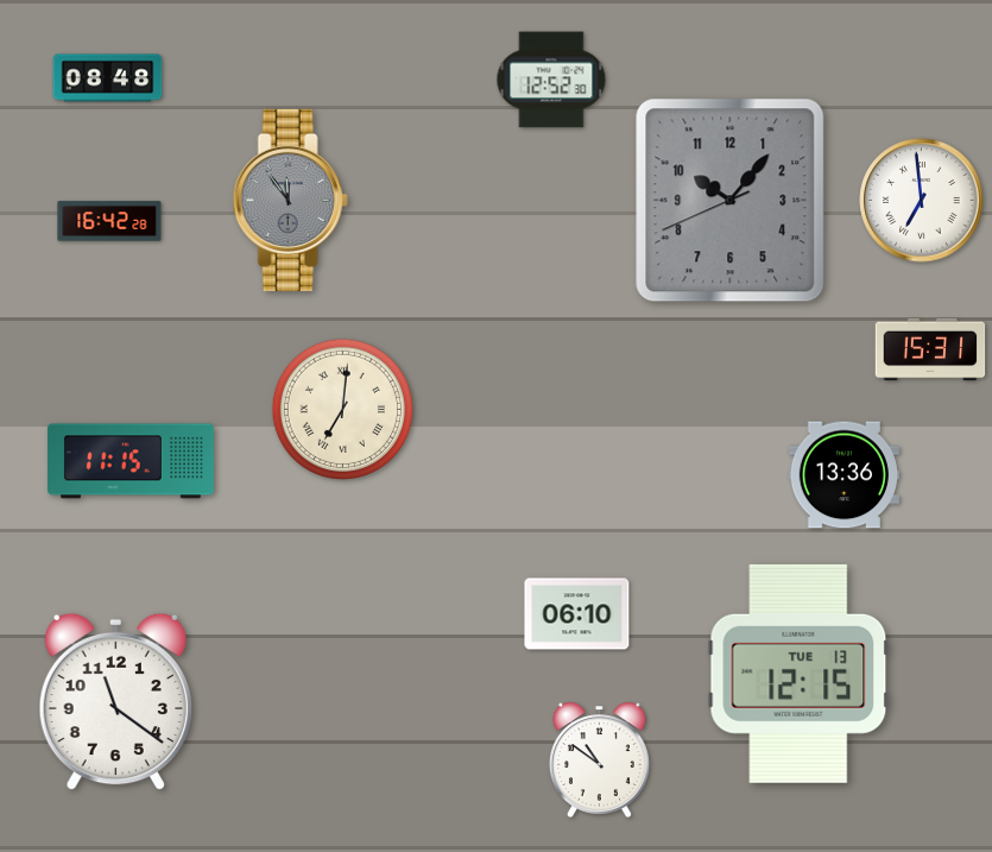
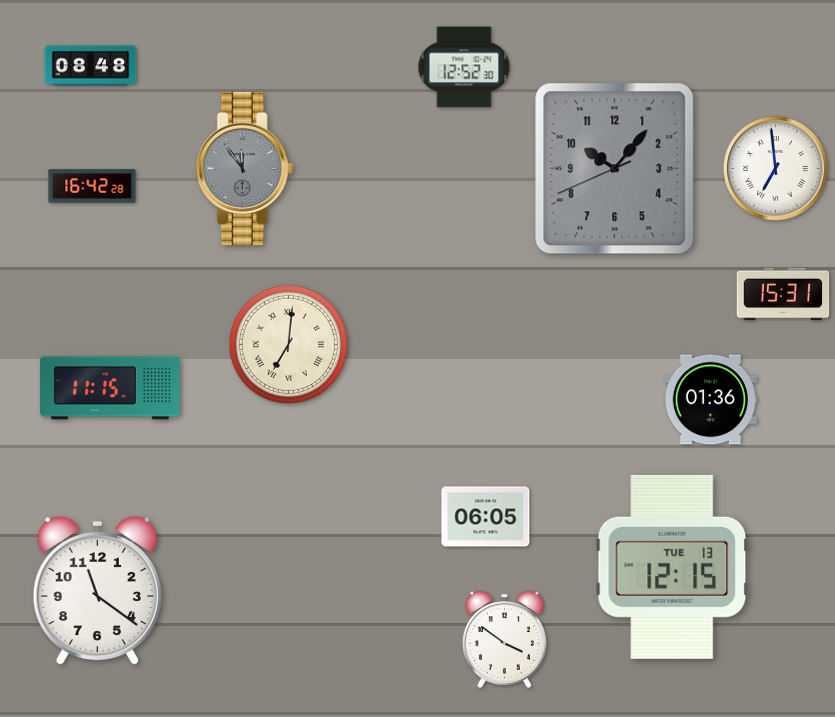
clock at (843, 475): 13:36 -> 01:36
clock at (577, 614): 06:10 -> 06:05
clock at (600, 759): 10:51 -> 3:51
